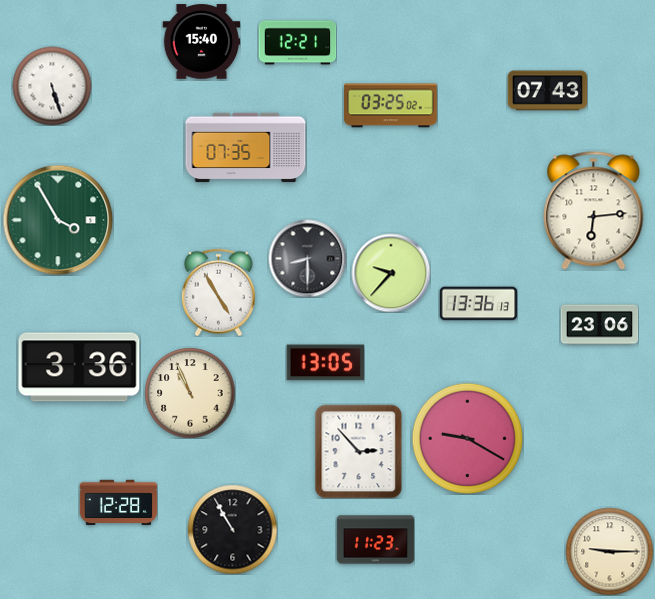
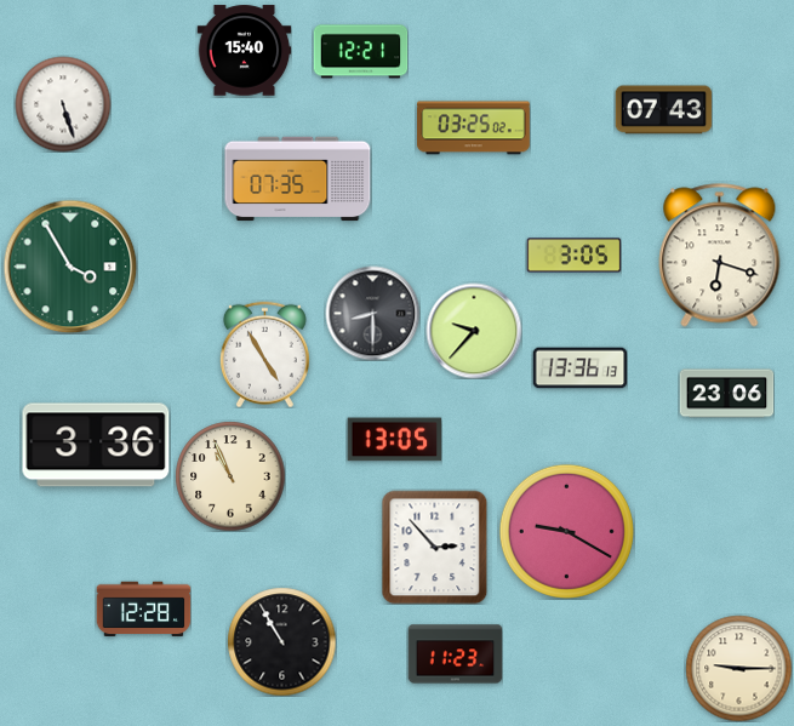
clock at (573, 256): none -> 3:05
clock at (594, 211): 6:14 -> 6:18
